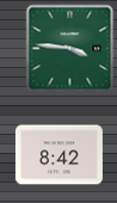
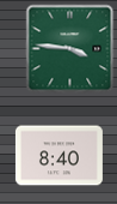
clock at (59, 155): 8:42 -> 8:40
